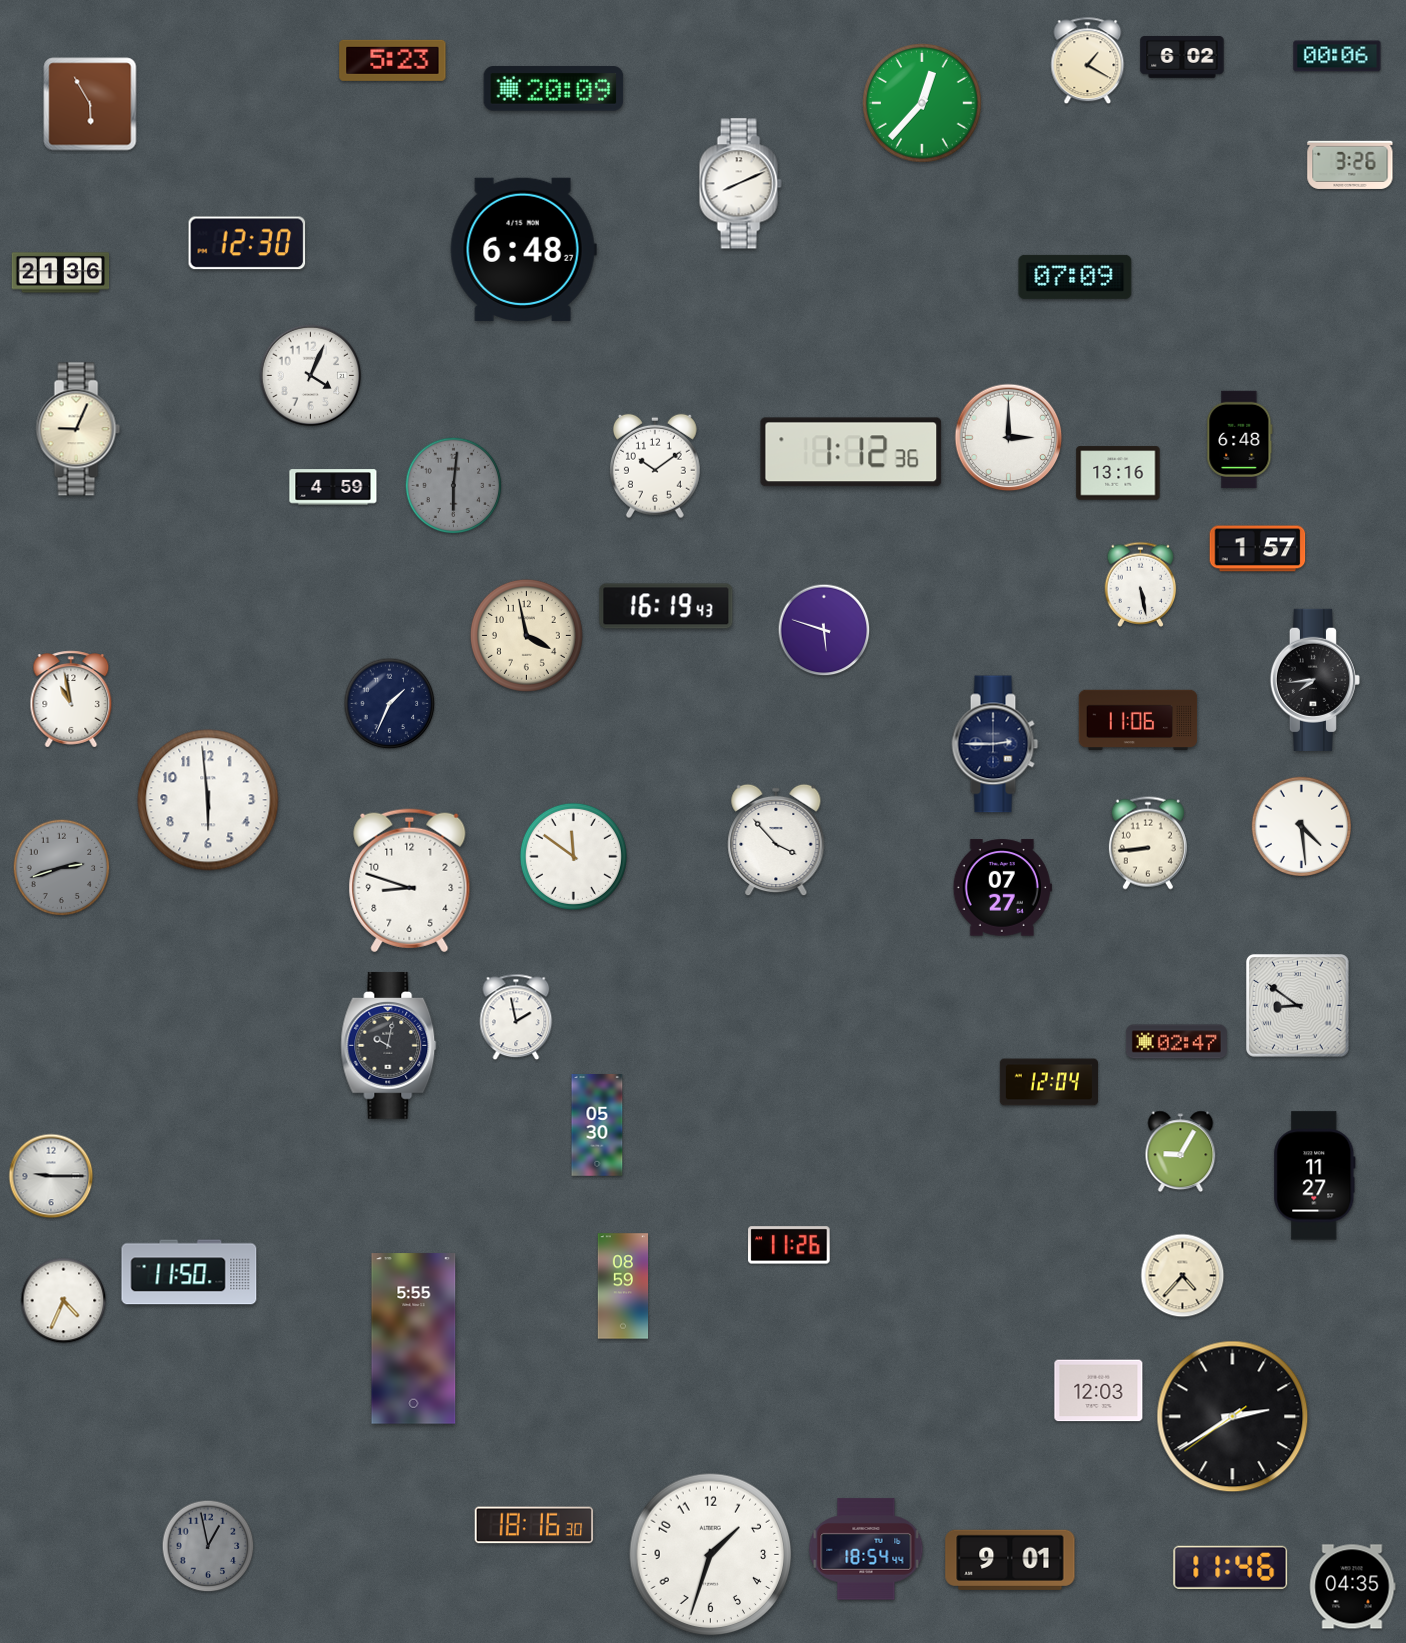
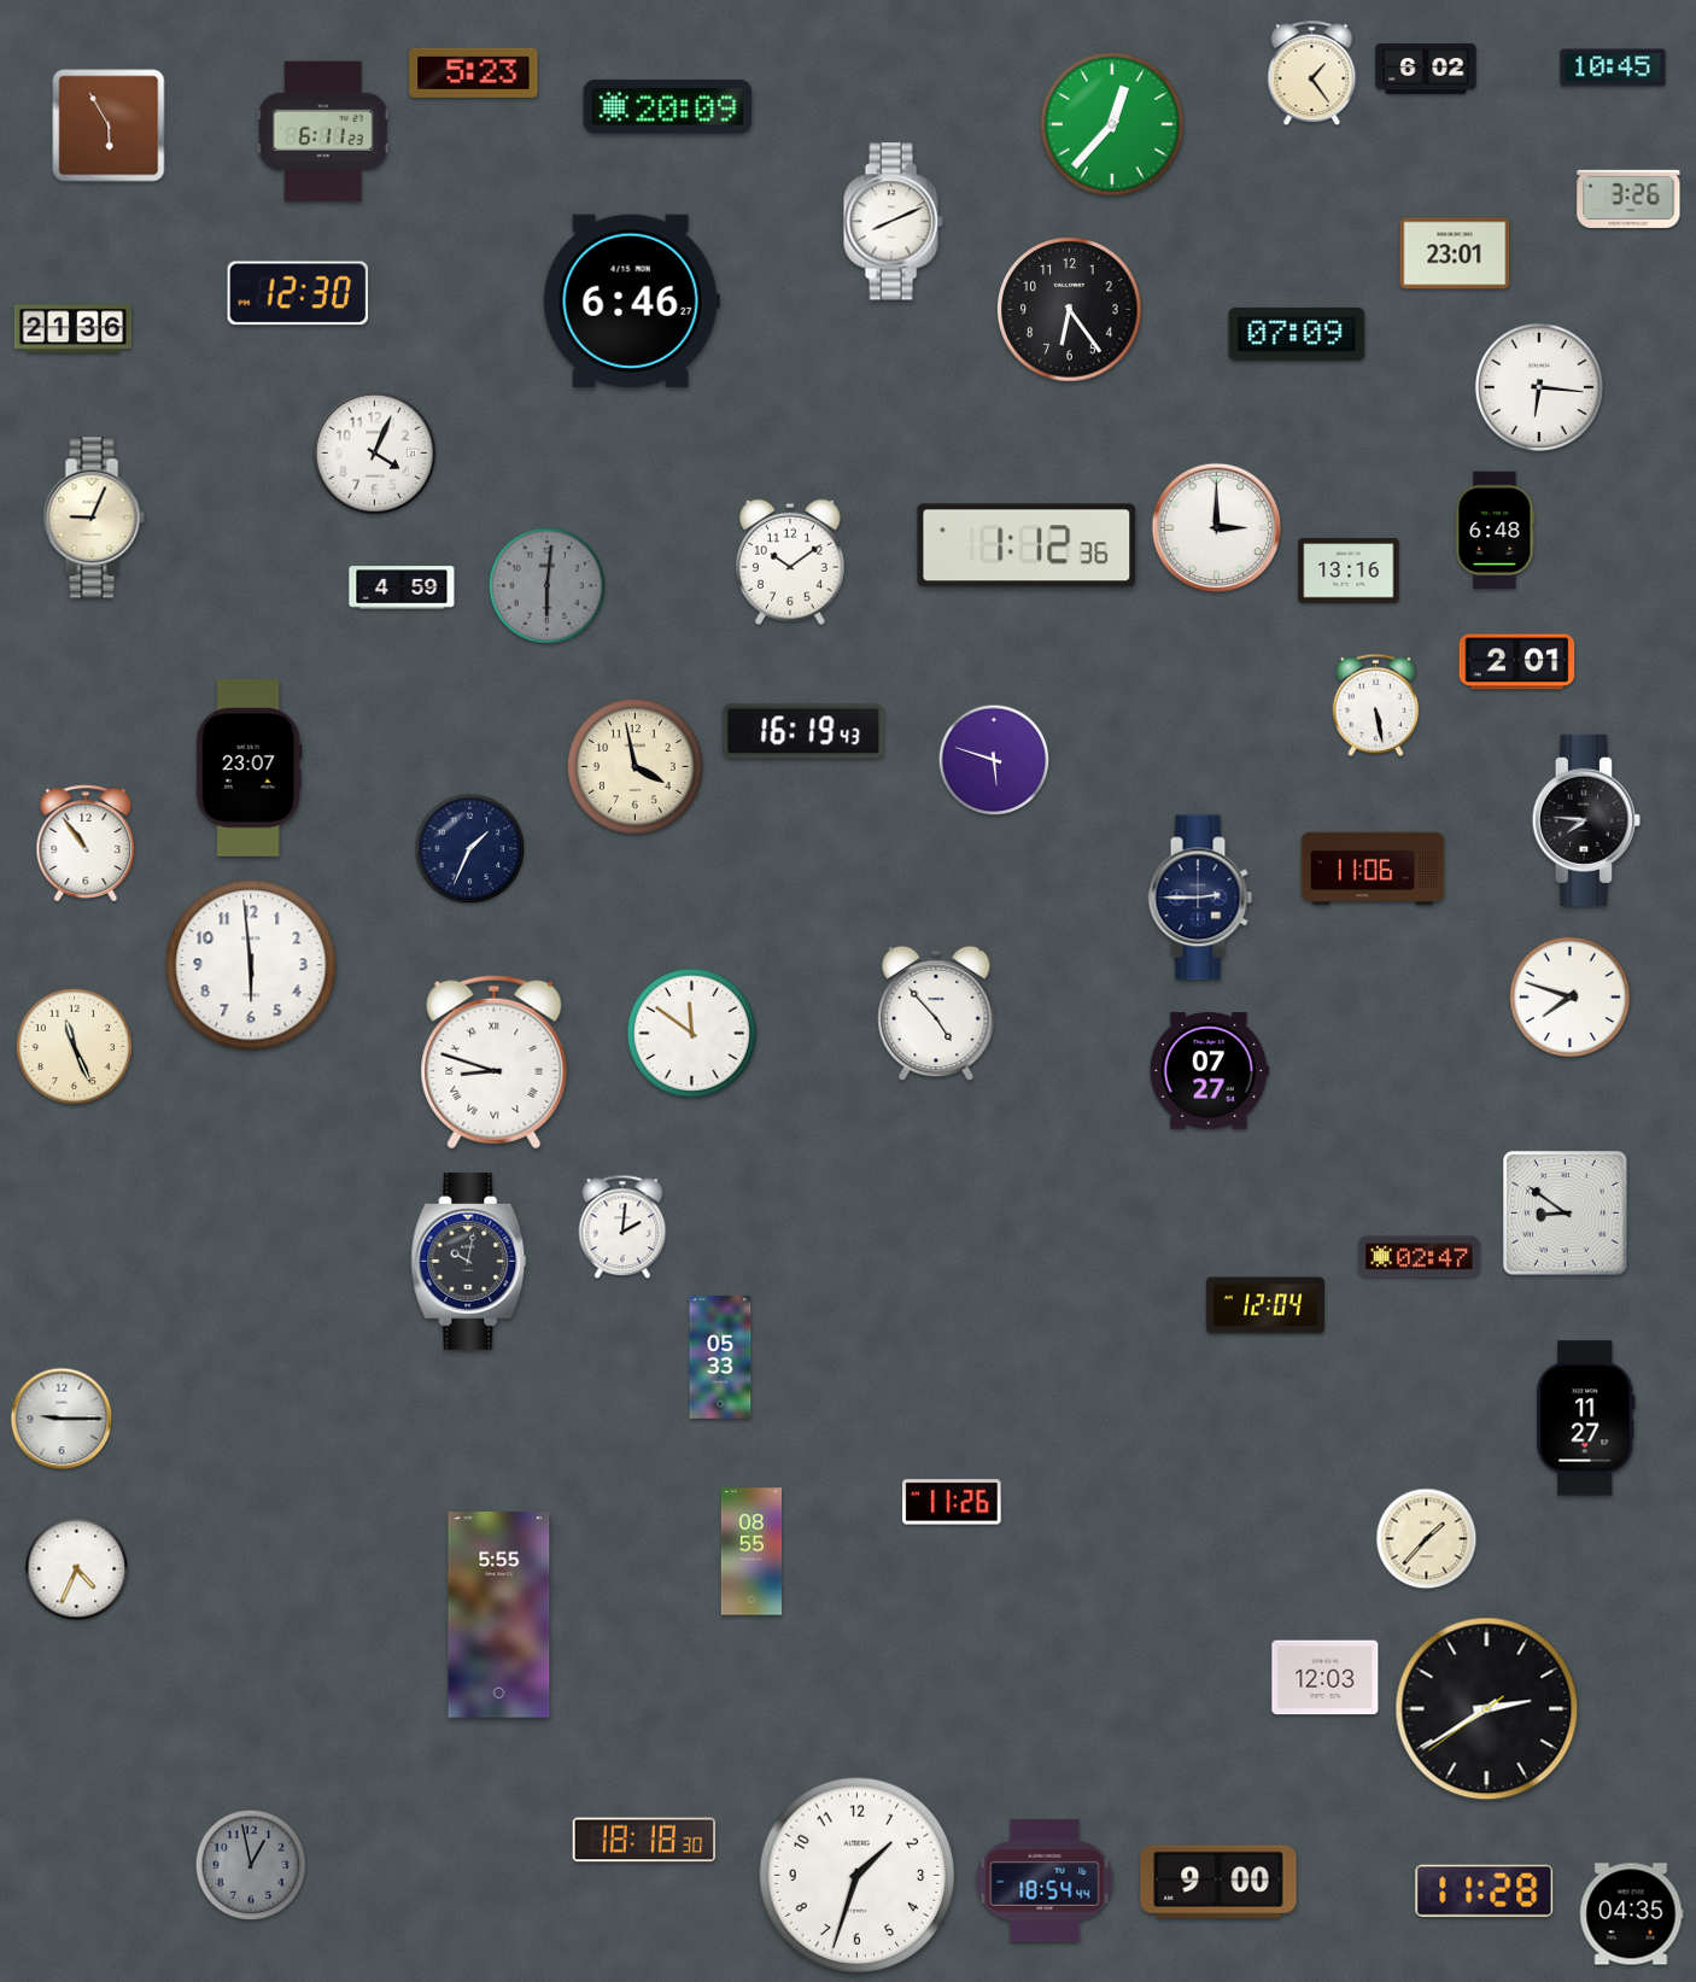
clock at (1337, 56): 00:06 -> 10:45
clock at (1088, 61): 1:20 -> 1:24
clock at (323, 131): none -> 6:11
clock at (1455, 253): none -> 23:01
clock at (523, 249): 6:48 -> 6:46
clock at (1070, 310): none -> 6:24
clock at (1539, 387): none -> 6:16
clock at (1258, 549): 1:57 -> 2:01
clock at (248, 767): none -> 23:07
clock at (1315, 680): 7:44 -> 7:46
clock at (71, 699): 10:58 -> 10:54
clock at (1301, 826): 4:29 -> 7:48
clock at (776, 840): 3:53 -> 4:53
clock at (1148, 843): 8:44 -> none
clock at (62, 868): 2:42 -> 11:26
clock at (62, 868) dial: grey -> cream
clock at (410, 881) numerals: Arabic -> Roman
clock at (516, 1017): 1:58 -> 2:01
clock at (597, 1126): 05:30 -> 05:33
clock at (1181, 1152): 9:05 -> none
clock at (189, 1272): 11:50 -> none
clock at (1183, 1276): 4:37 -> 1:37
clock at (623, 1286): 08:59 -> 08:55
clock at (534, 1525): 18:16 -> 18:18
clock at (866, 1549) position: (866, 1549) -> (1045, 1881)
clock at (1010, 1560): 9:01 -> 9:00
clock at (1231, 1567): 11:46 -> 11:28
